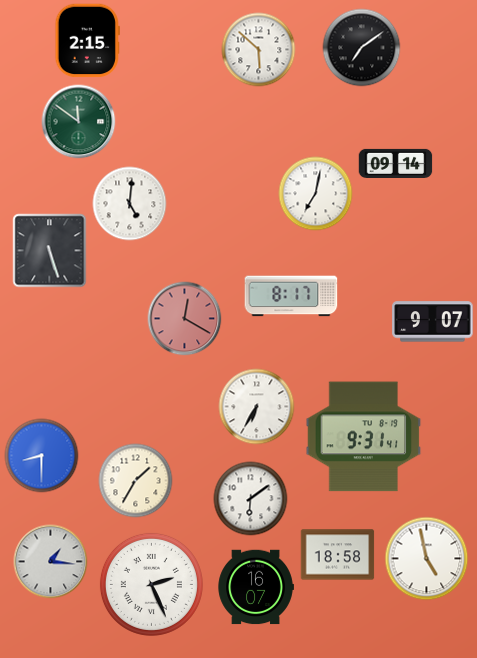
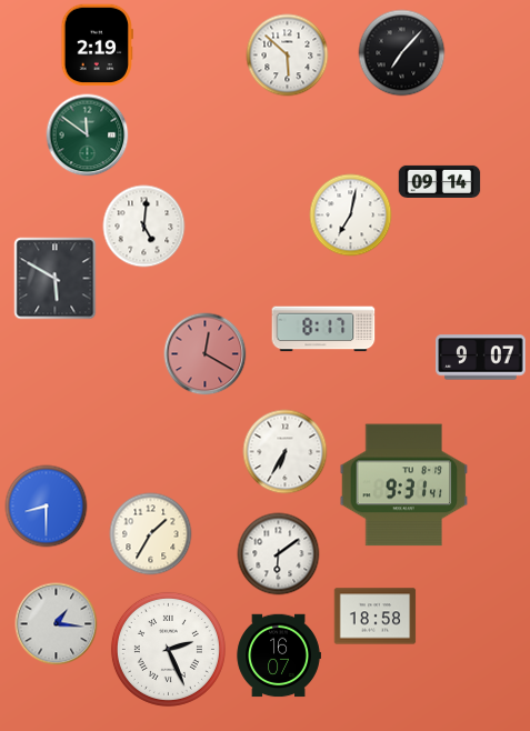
clock at (87, 41): 2:15 -> 2:19
clock at (362, 48): 7:09 -> 7:07
clock at (50, 251): 5:27 -> 5:50
clock at (427, 559): 4:58 -> none
clock at (256, 587) position: (256, 587) -> (279, 655)
